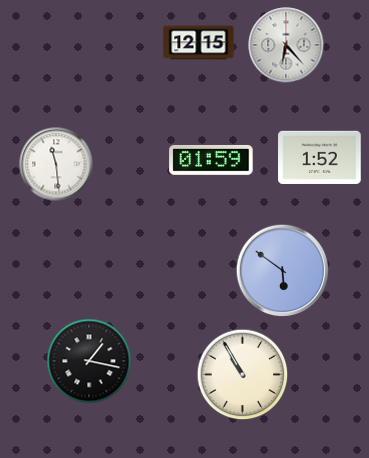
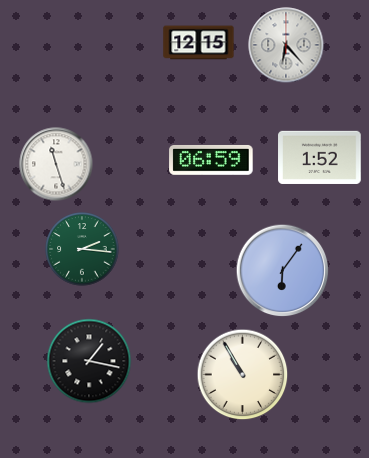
clock at (211, 160): 01:59 -> 06:59
clock at (56, 164): 11:29 -> 11:27
clock at (82, 249): none -> 2:16
clock at (283, 271): 5:51 -> 6:06
